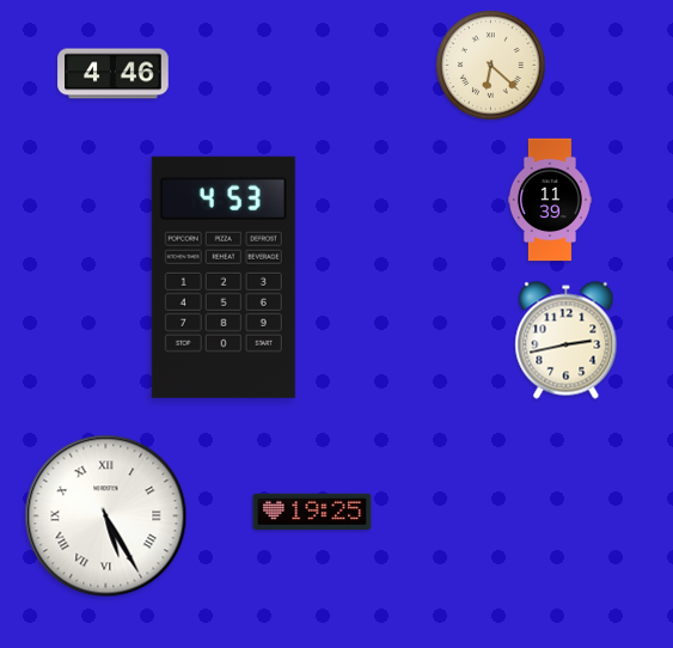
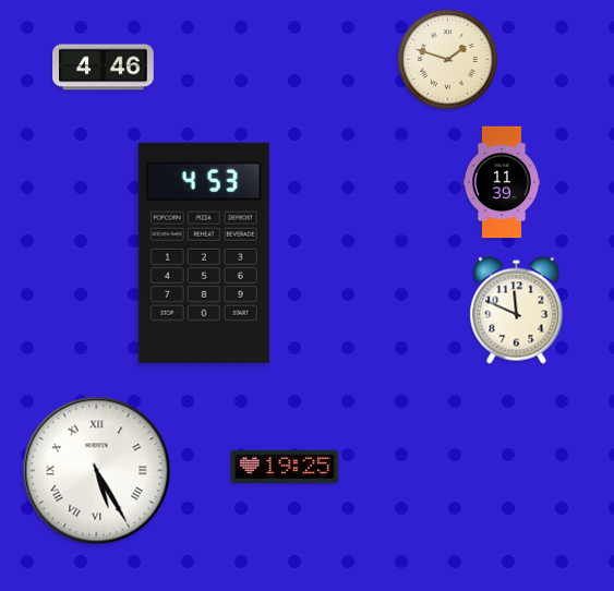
clock at (491, 66): 6:22 -> 1:48
clock at (567, 341): 2:43 -> 11:49
